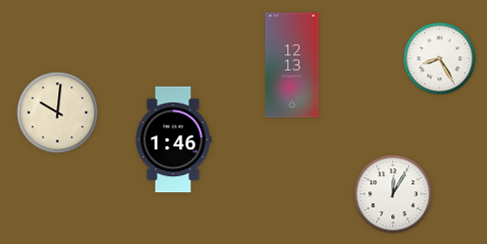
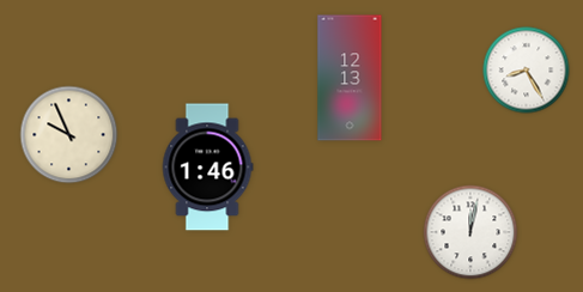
clock at (58, 113): 10:01 -> 9:56
clock at (393, 194): 12:05 -> 12:02
